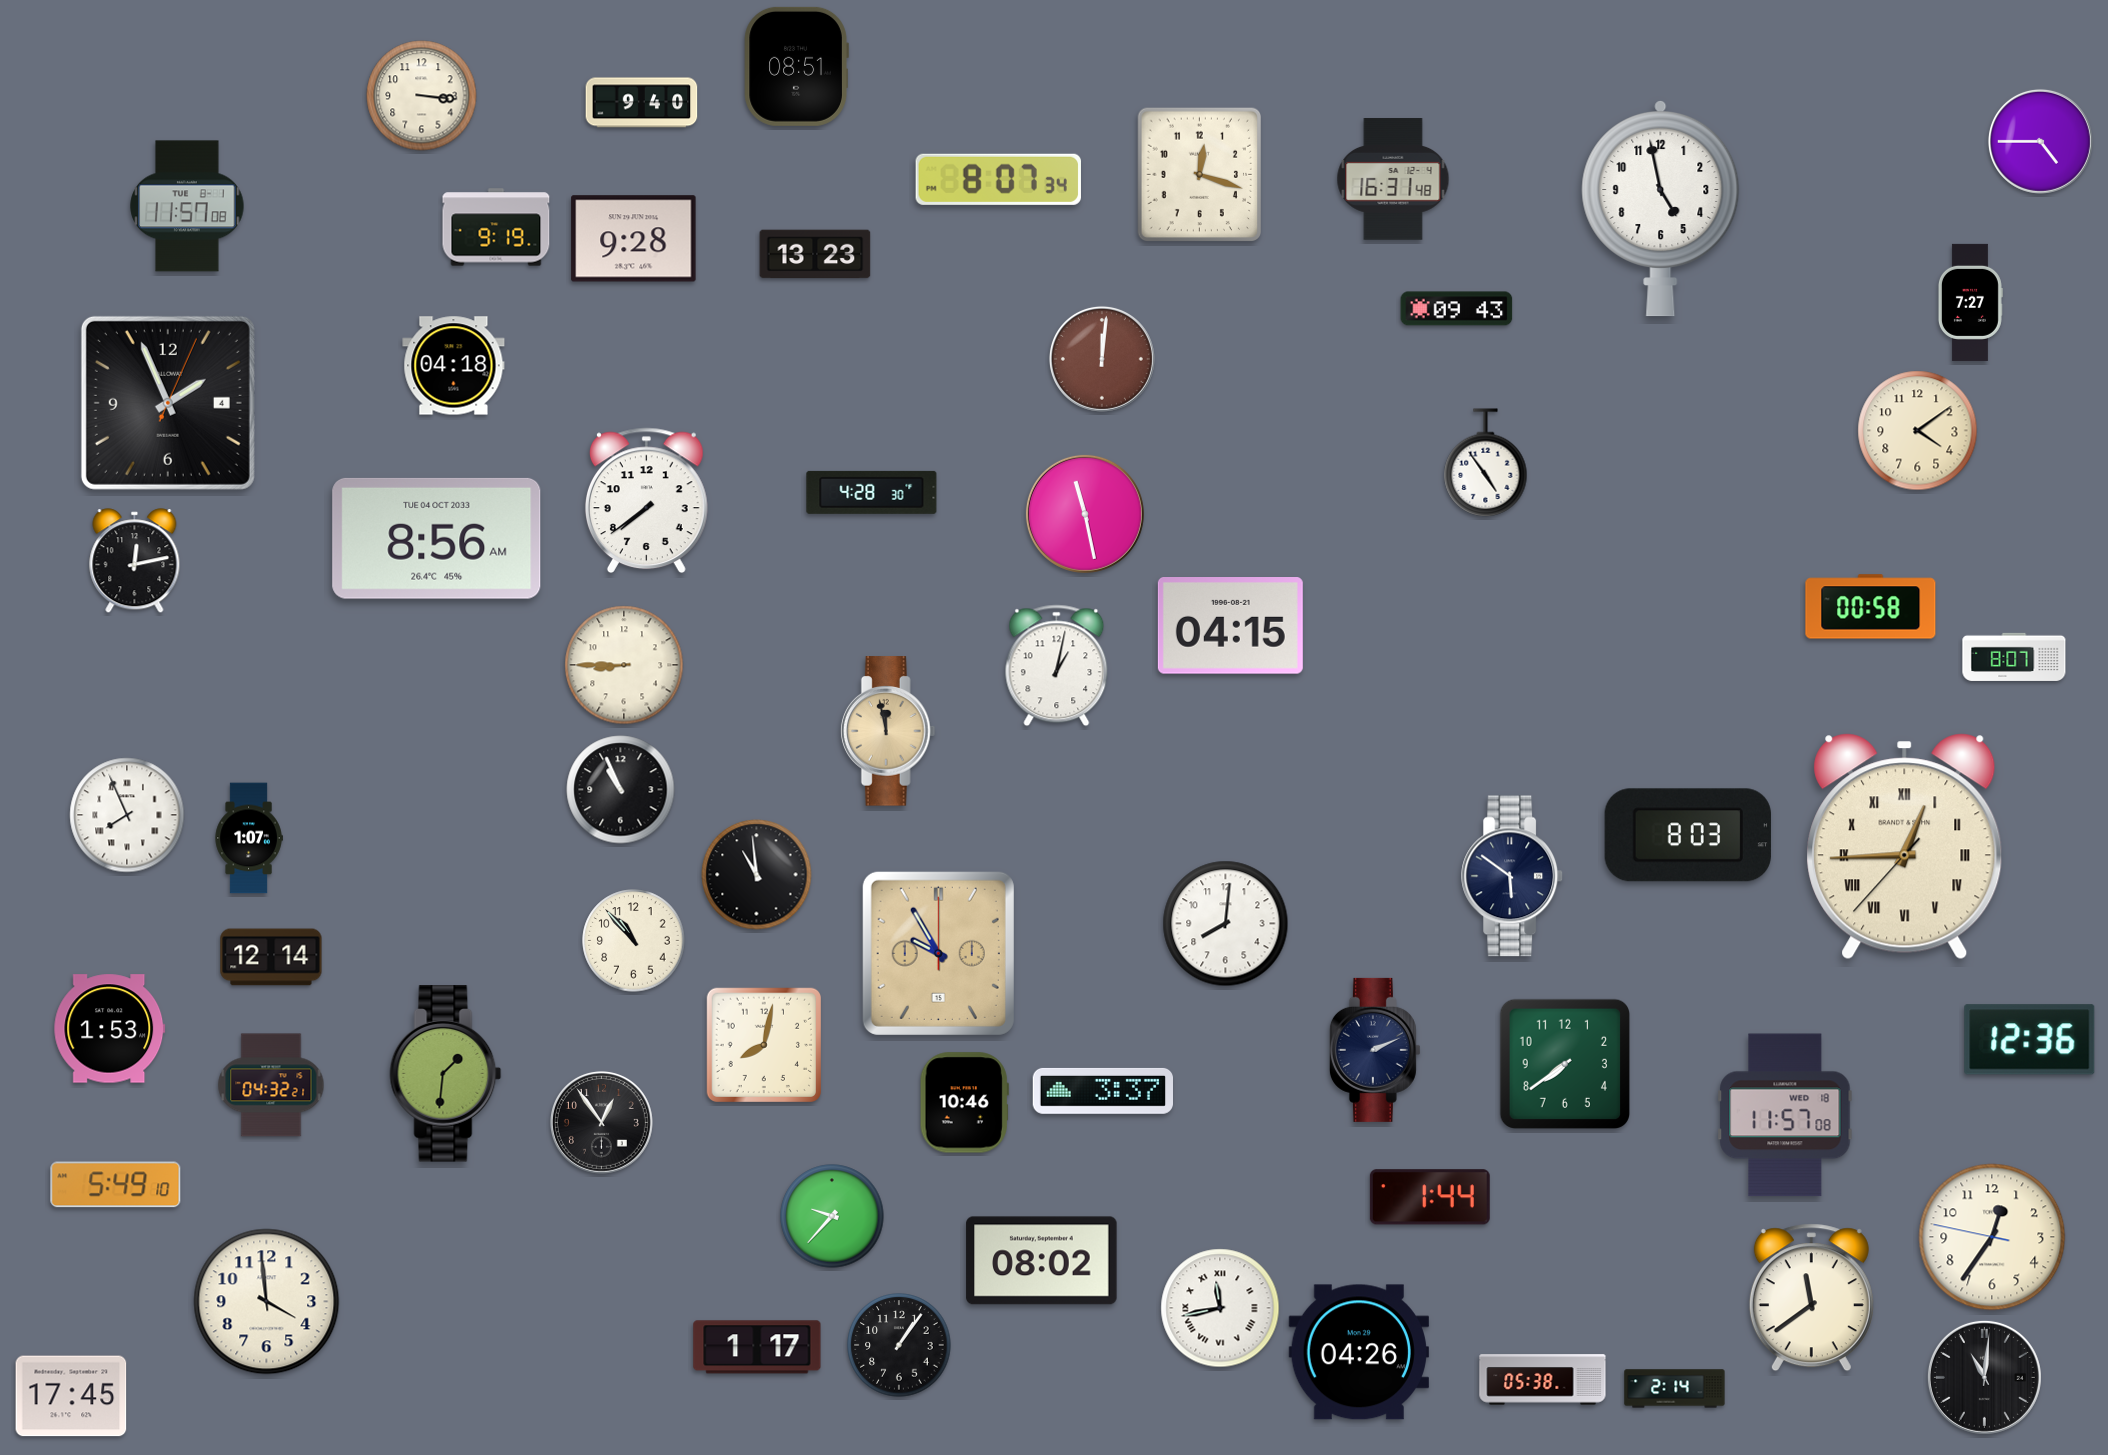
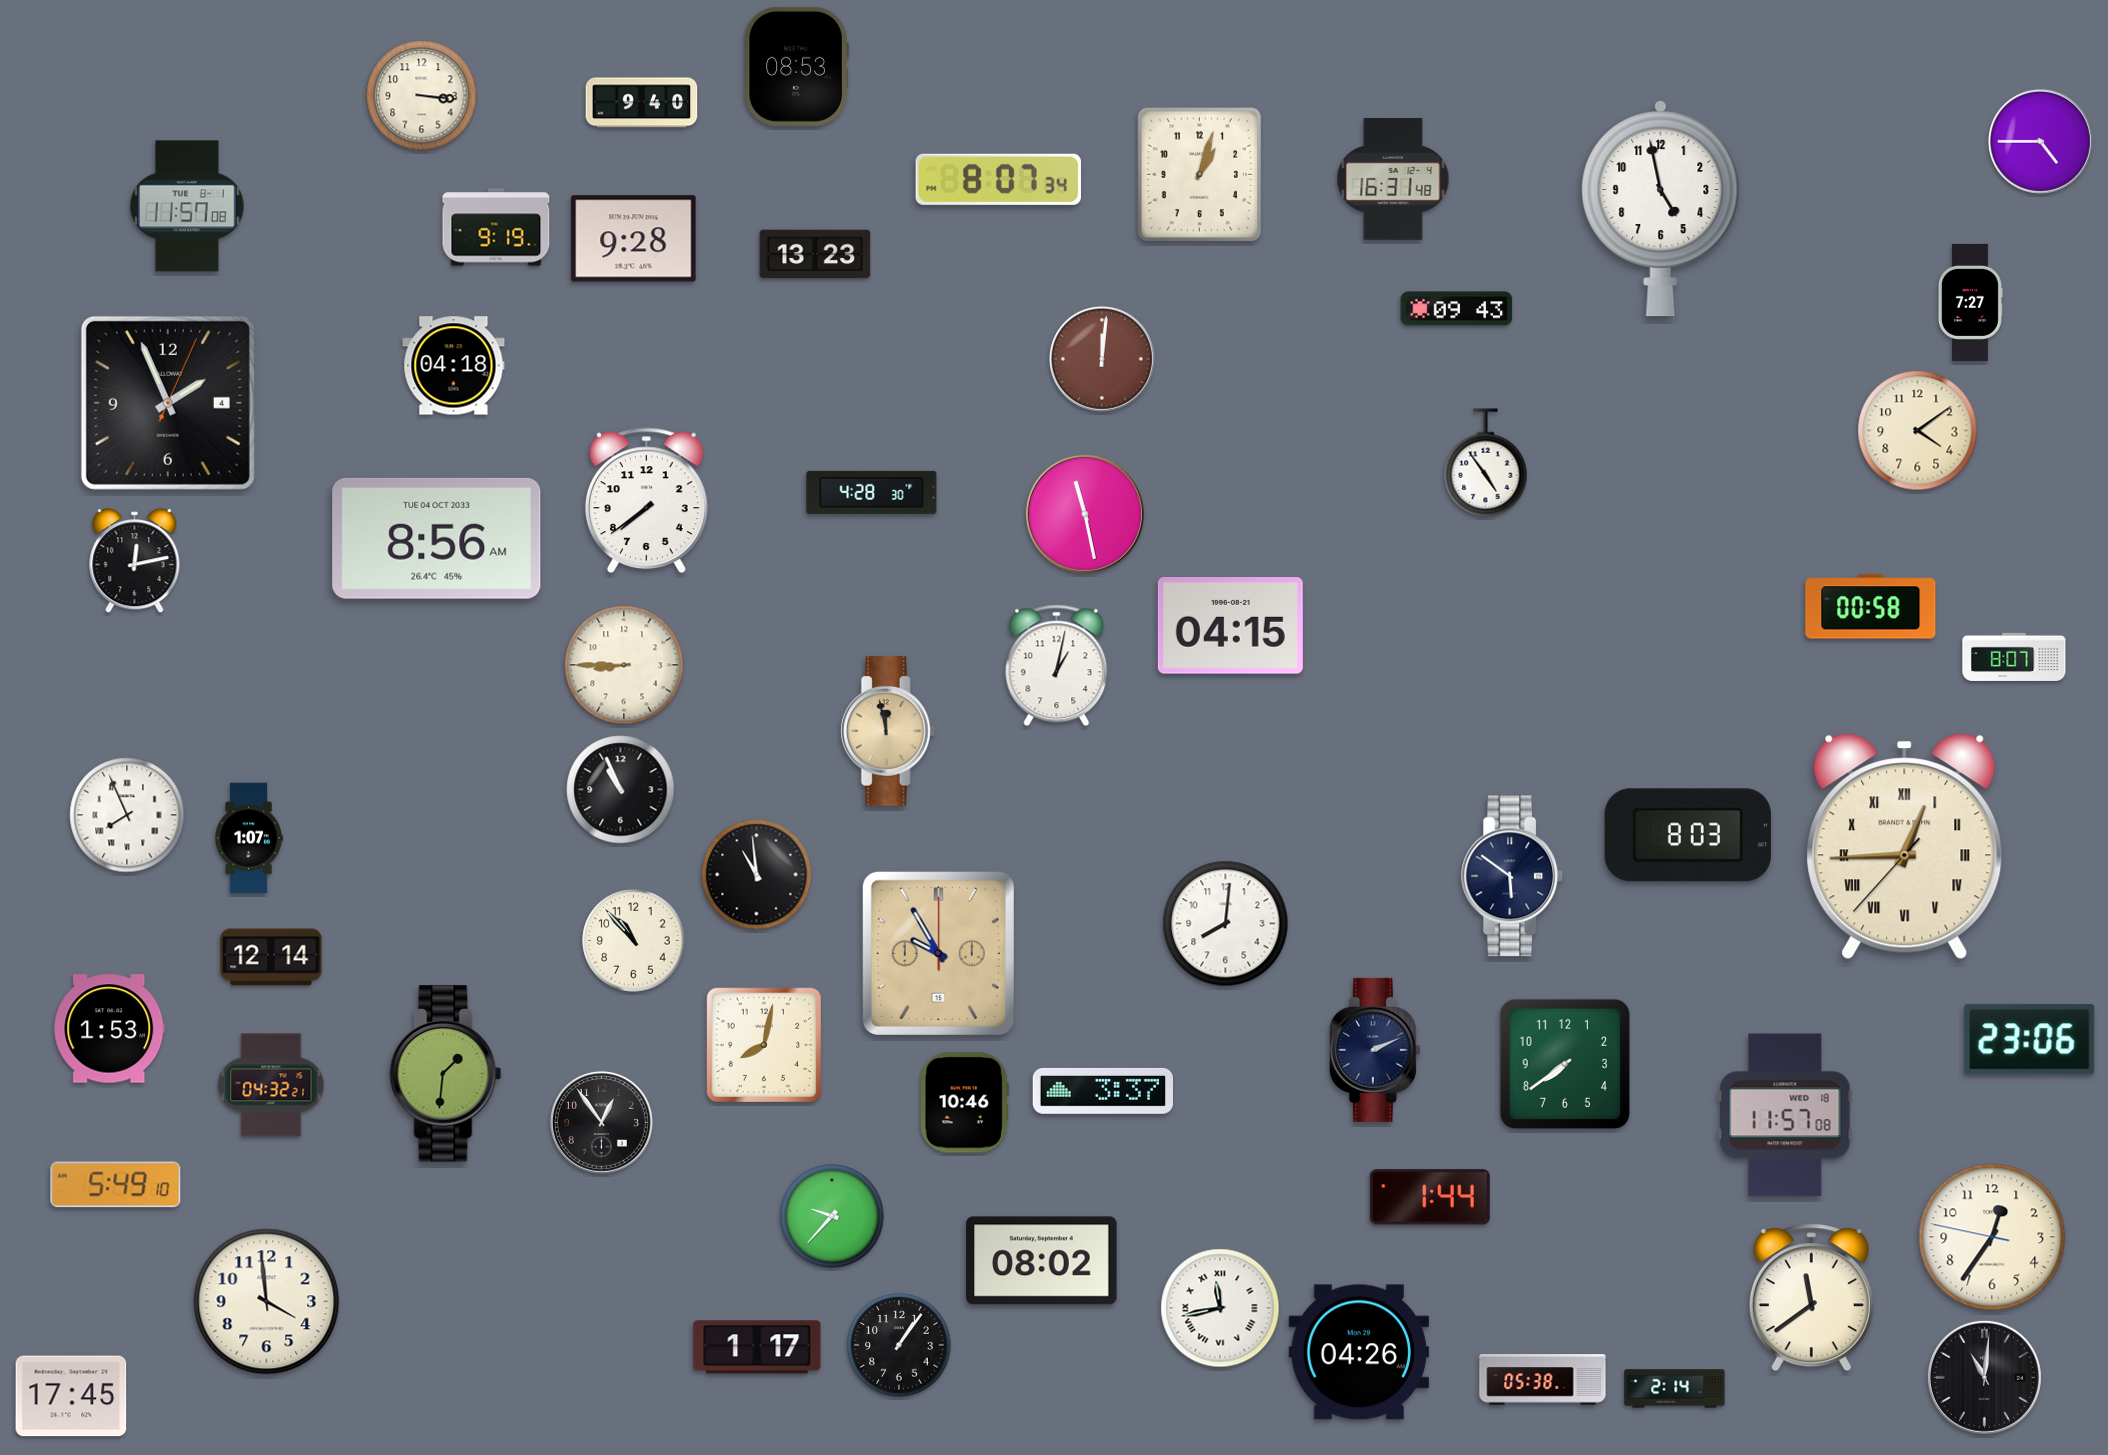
clock at (796, 66): 08:51 -> 08:53
clock at (1199, 175): 12:18 -> 1:03
clock at (2030, 1040): 12:36 -> 23:06
